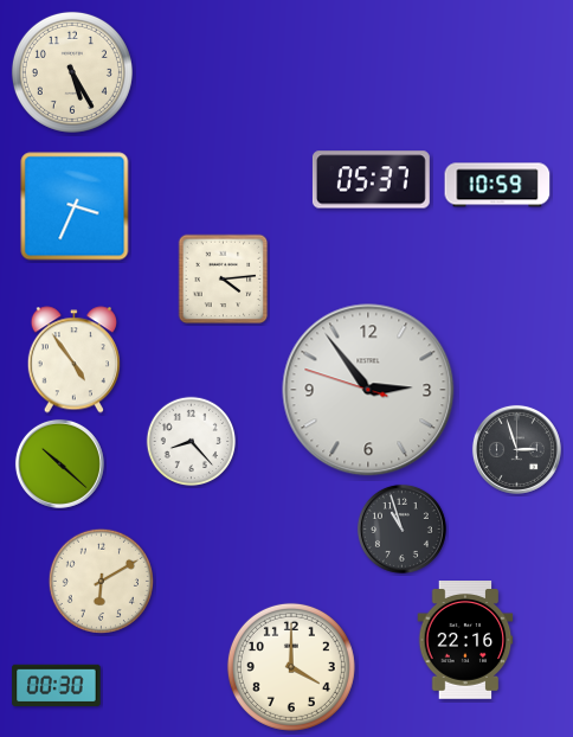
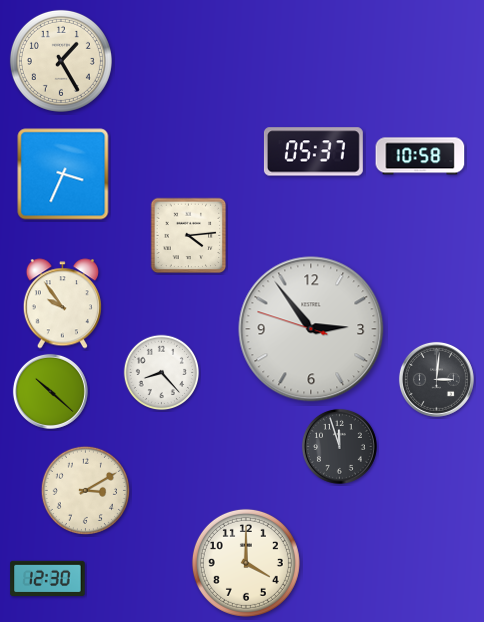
clock at (72, 72): 5:25 -> 1:25
clock at (497, 185): 10:59 -> 10:58
clock at (73, 360): 4:54 -> 9:54
clock at (516, 449): 2:57 -> 3:01
clock at (401, 528): 10:57 -> 11:57
clock at (101, 581): 6:10 -> 3:10
clock at (465, 641): 22:16 -> none
clock at (57, 686): 00:30 -> 12:30
